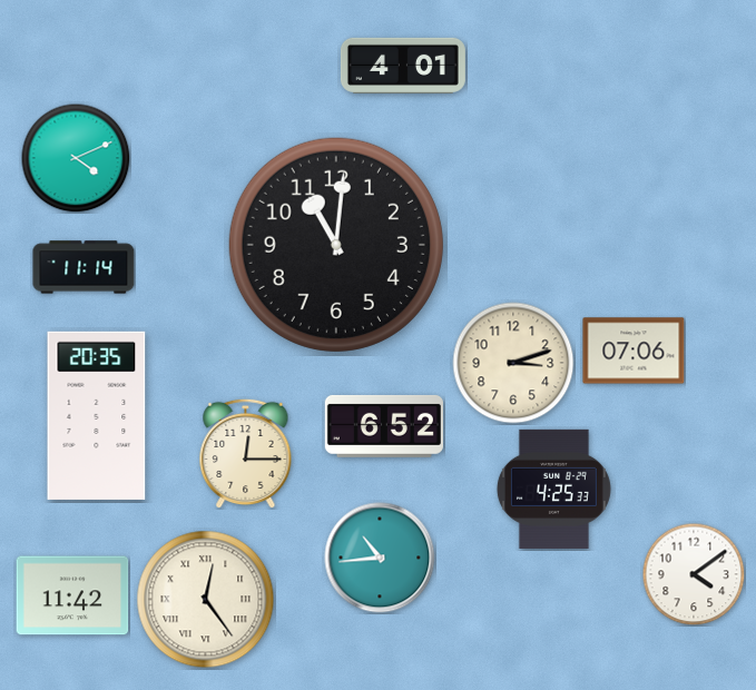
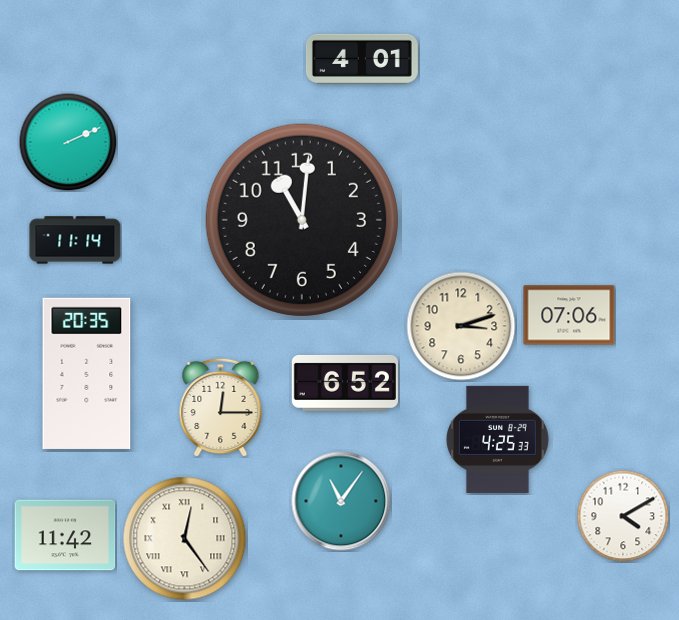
clock at (76, 158): 4:11 -> 2:11
clock at (380, 558): 10:44 -> 11:06
clock at (694, 574): 4:09 -> 4:10
